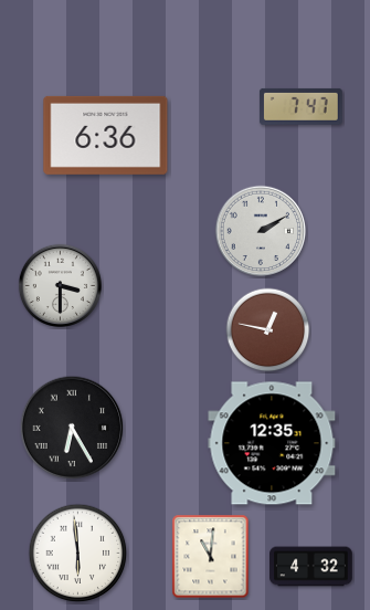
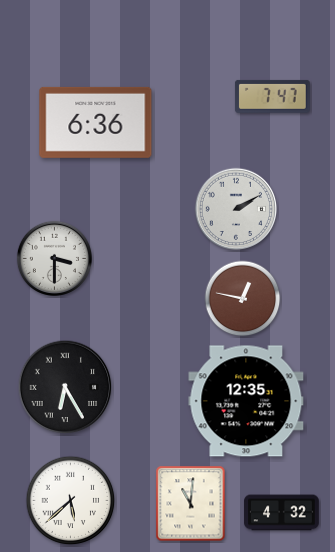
clock at (78, 554): 5:59 -> 5:38
